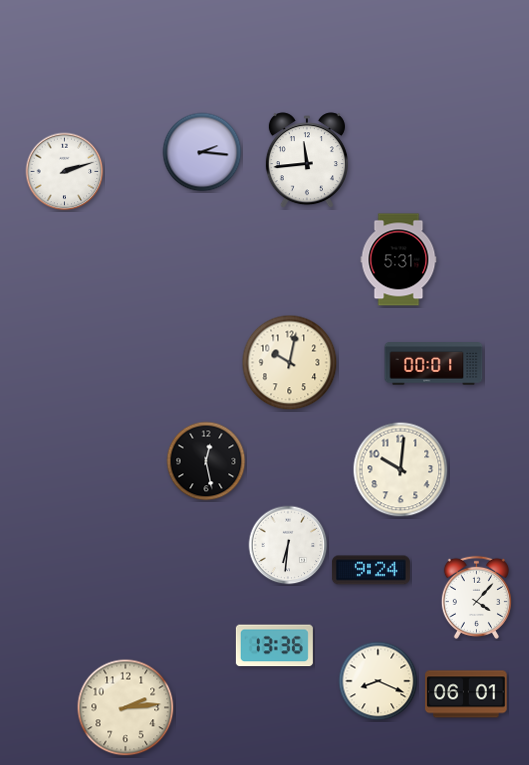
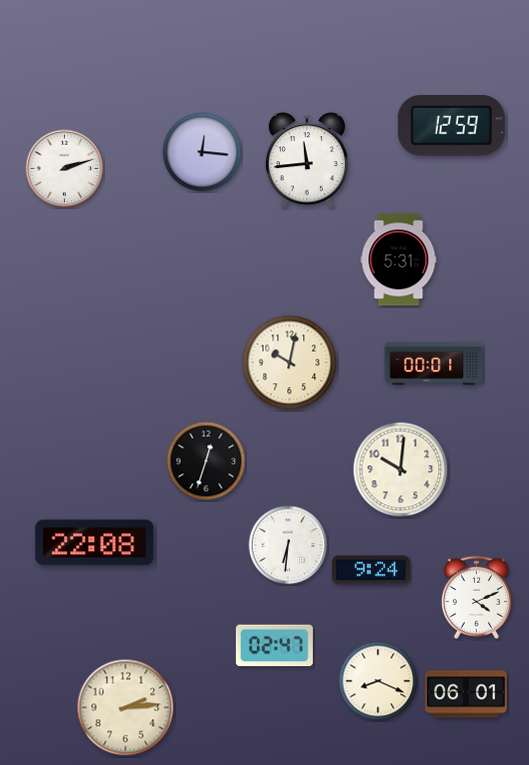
clock at (451, 126): none -> 12:59
clock at (202, 152): 2:16 -> 12:16
clock at (65, 172) position: (65, 172) -> (65, 169)
clock at (206, 461): 12:28 -> 12:33
clock at (95, 543): none -> 22:08
clock at (476, 597): 4:07 -> 4:11
clock at (274, 646): 13:36 -> 02:47
